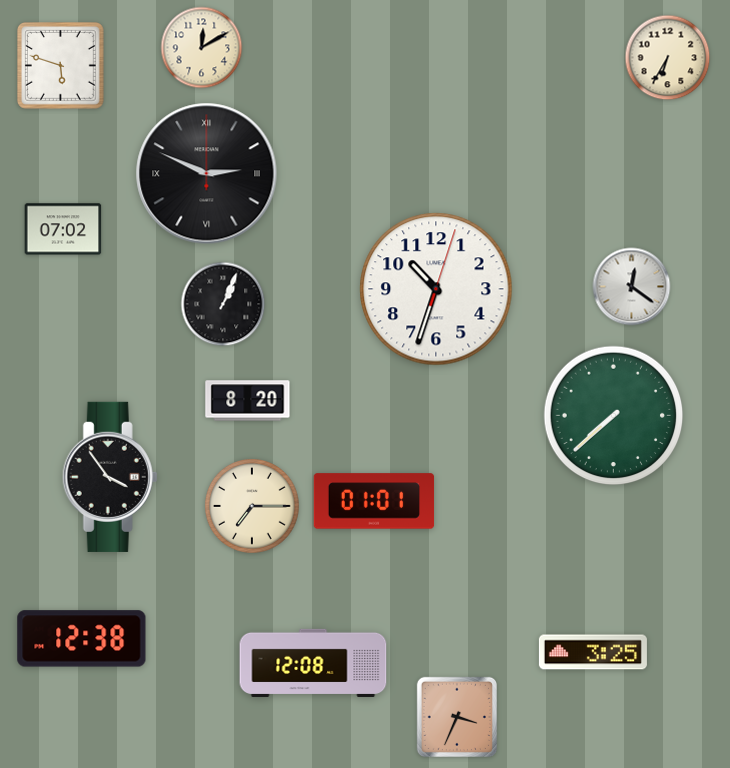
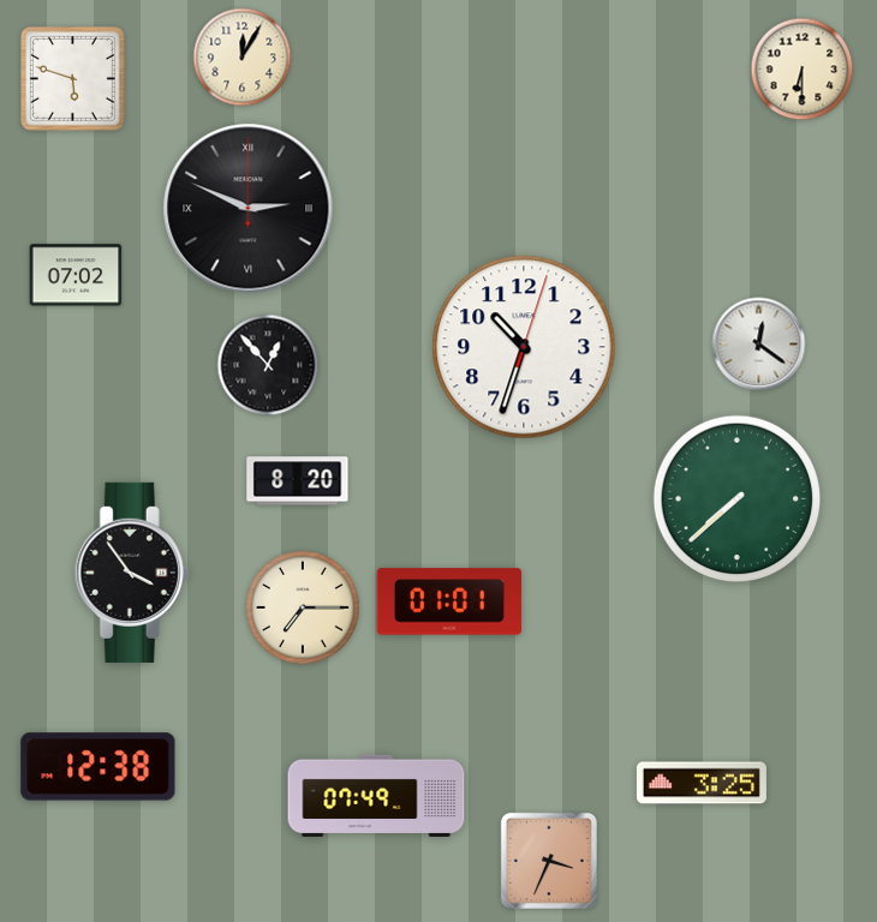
clock at (202, 48): 12:10 -> 12:05
clock at (668, 58): 6:35 -> 6:30
clock at (223, 304): 1:04 -> 12:53
clock at (593, 652) position: (593, 652) -> (702, 783)
clock at (313, 663): 12:08 -> 07:49
